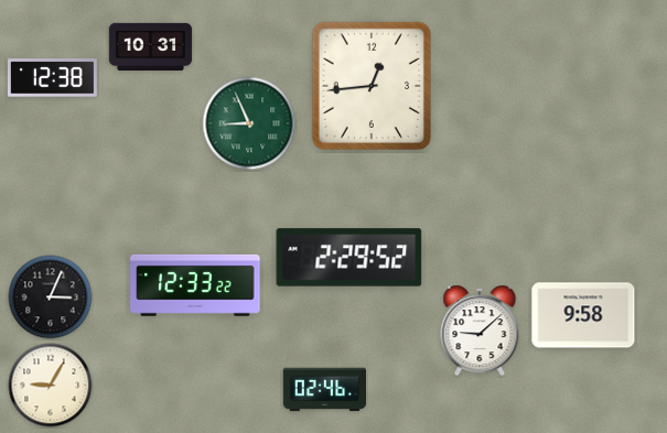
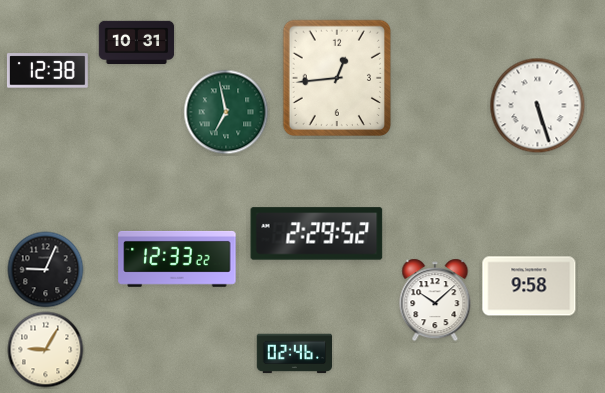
clock at (538, 106): none -> 5:27
clock at (249, 123): 8:56 -> 6:58
clock at (51, 297): 3:04 -> 9:04
clock at (480, 331): 9:08 -> 10:08
